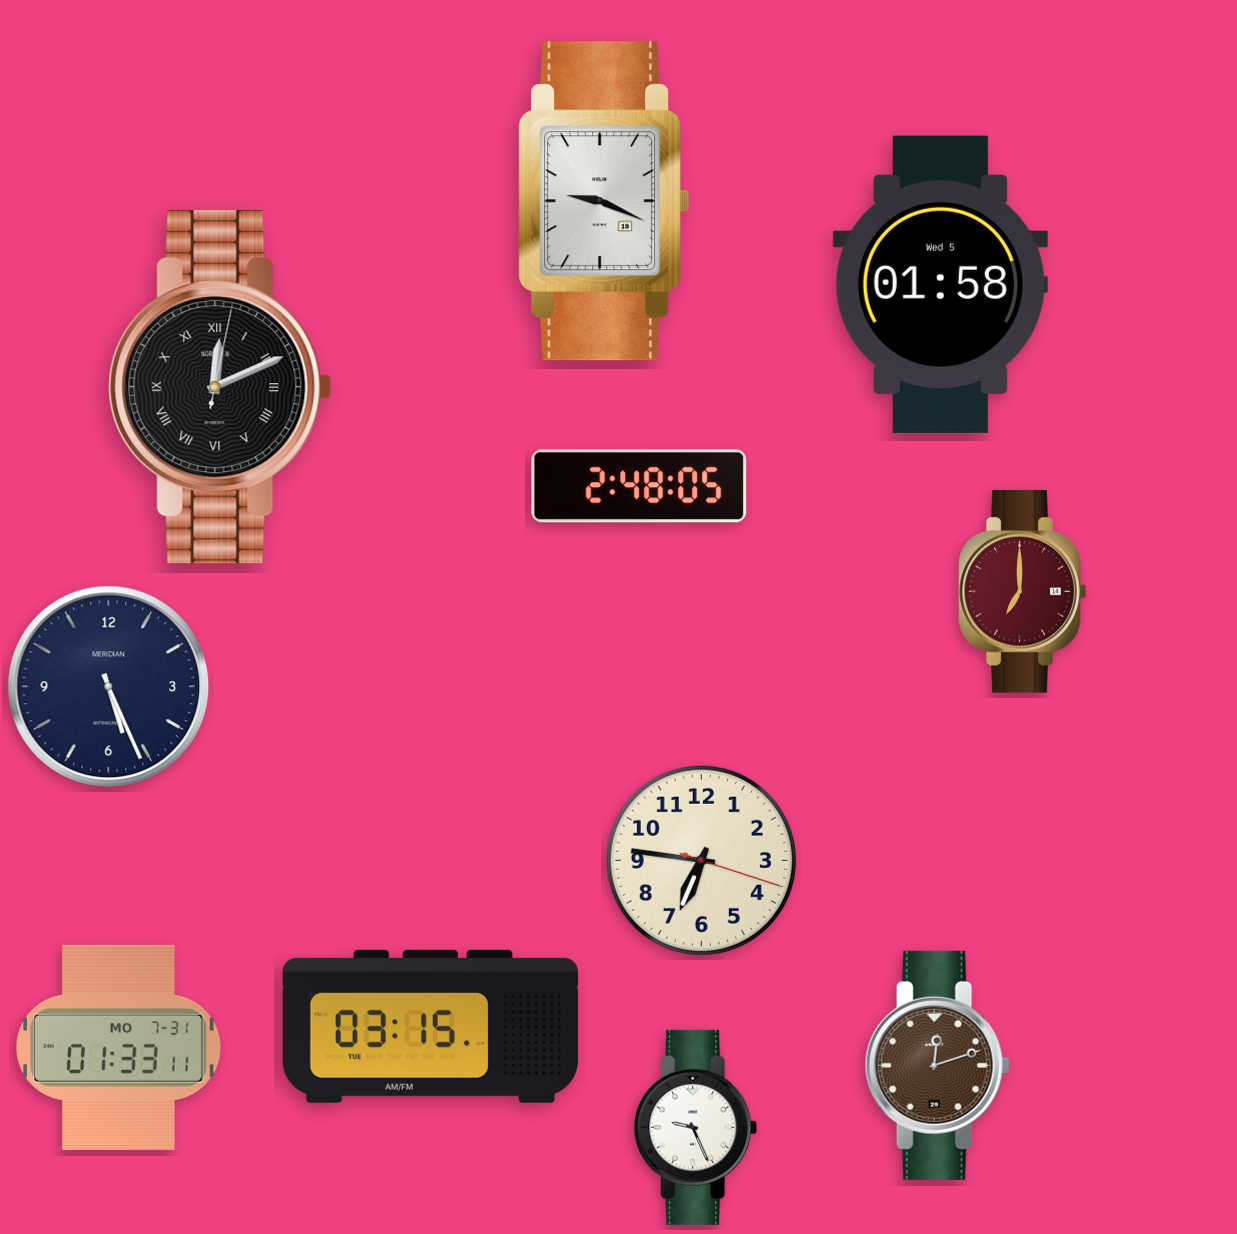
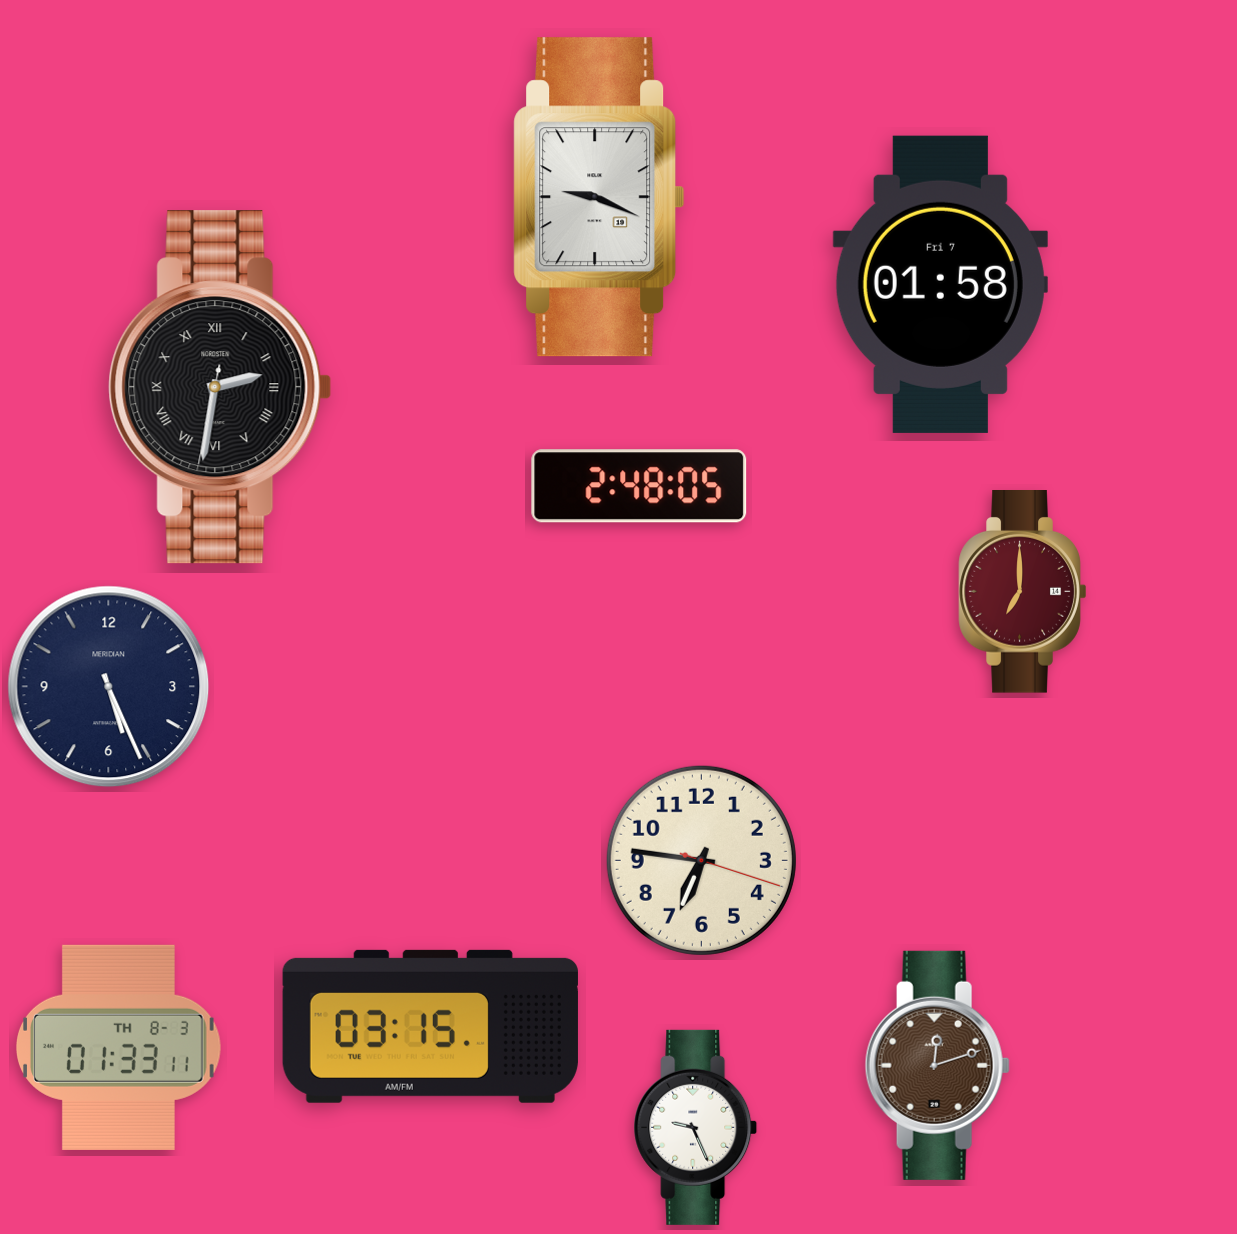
clock at (604, 201) position: (604, 201) -> (599, 197)
clock at (940, 284) date: Wed 5 -> Fri 7
clock at (220, 387): 12:11 -> 2:31
clock at (119, 1047) date: MO 7-31 -> TH 8-3
